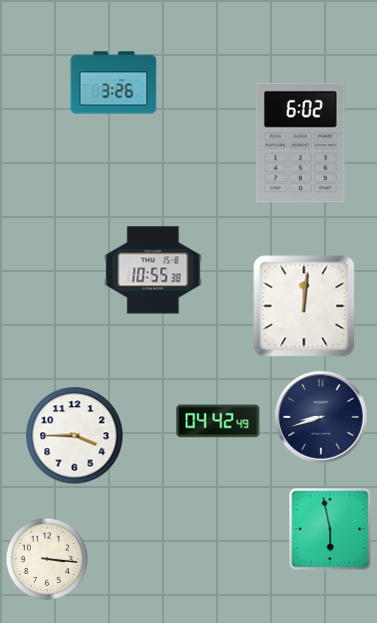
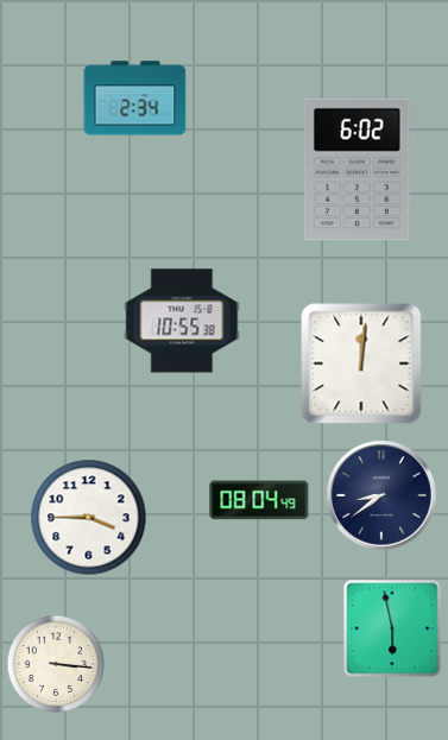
clock at (114, 83): 3:26 -> 2:34
clock at (321, 417): 8:42 -> 8:39
clock at (218, 421): 04:42 -> 08:04
